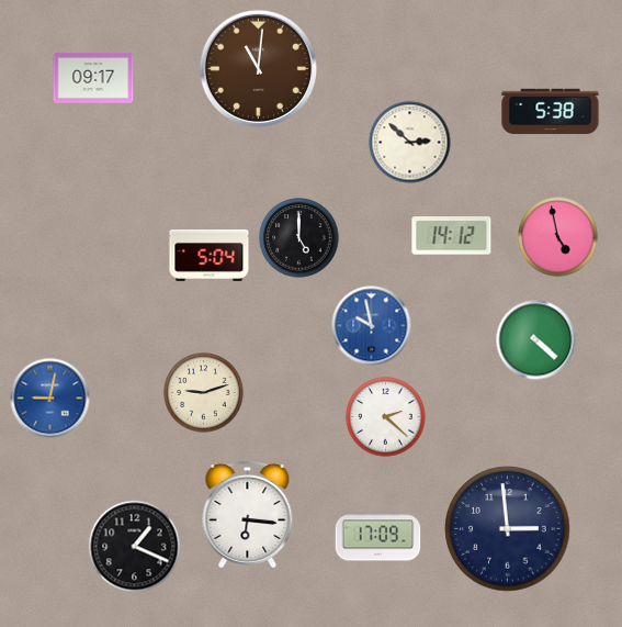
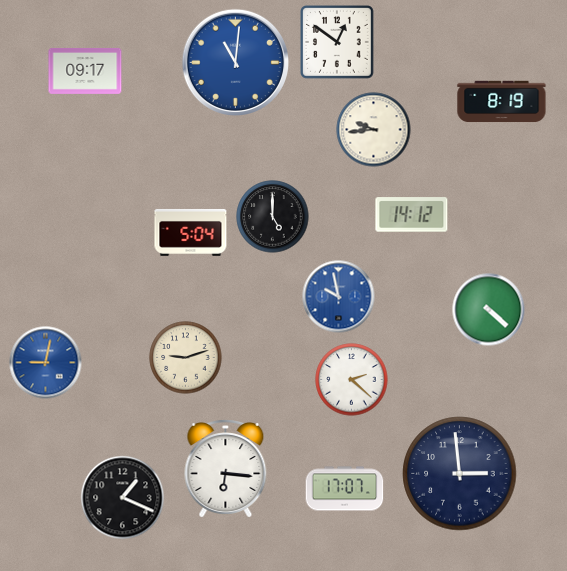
clock at (338, 43): none -> 12:51
clock at (258, 68) dial: brown -> blue
clock at (551, 112): 5:38 -> 8:19
clock at (410, 143): 2:52 -> 9:44
clock at (558, 237): 4:58 -> none
clock at (508, 529) position: (508, 529) -> (460, 474)
clock at (378, 537): 17:09 -> 17:07
